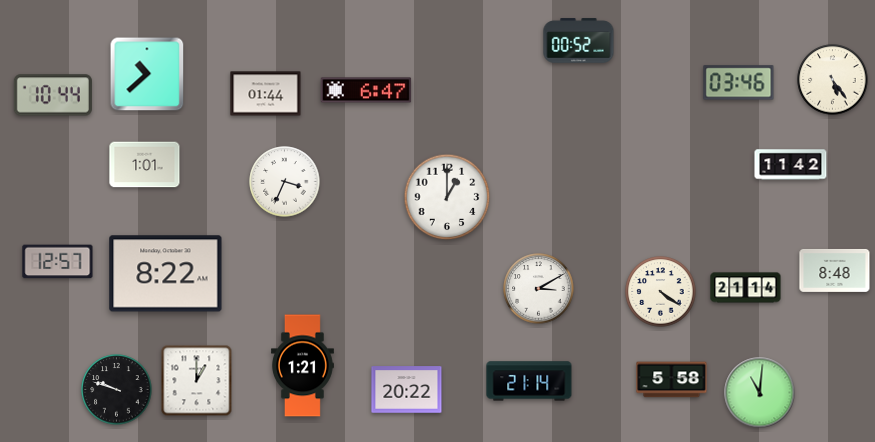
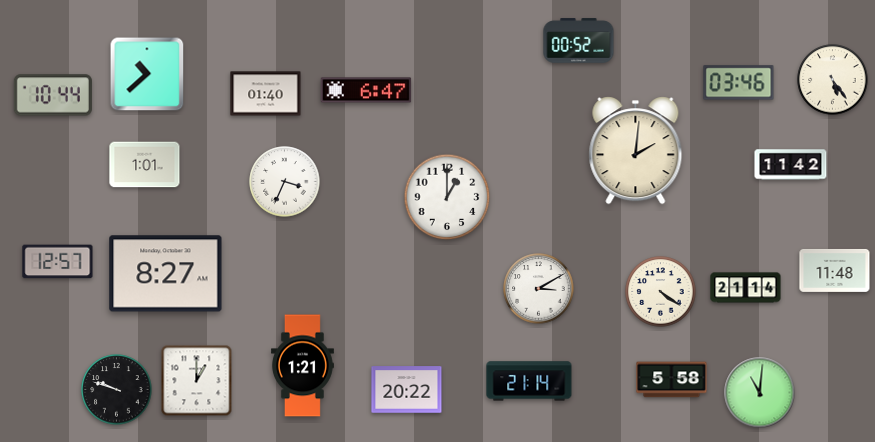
clock at (266, 94): 01:44 -> 01:40
clock at (636, 151): none -> 2:01
clock at (835, 270): 8:48 -> 11:48
clock at (166, 274): 8:22 -> 8:27
